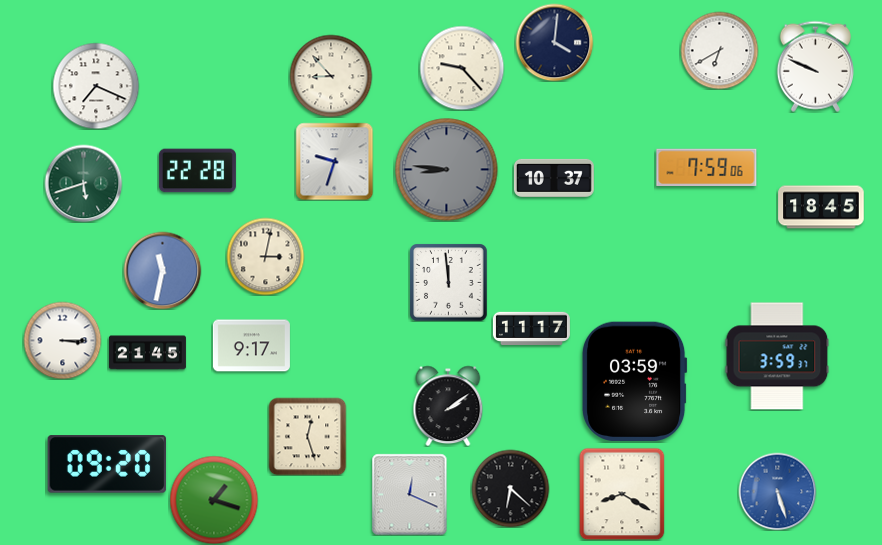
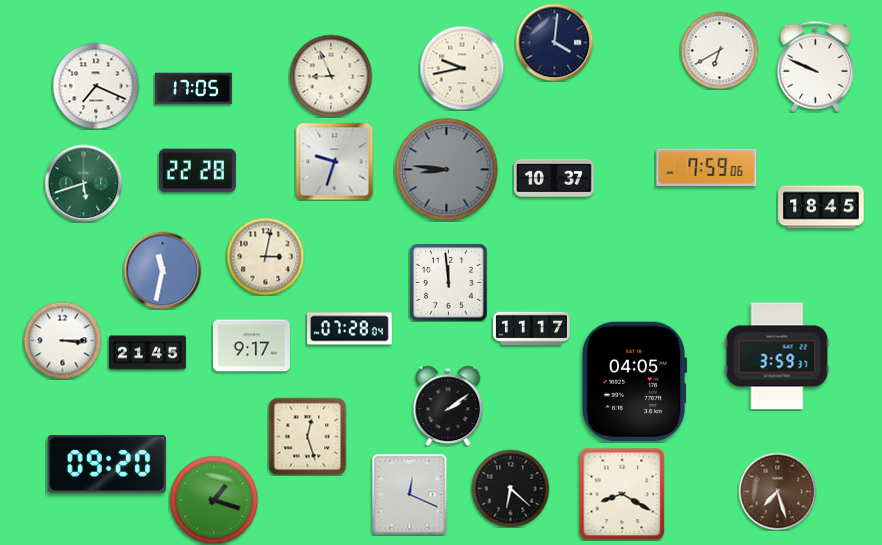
clock at (462, 68): 9:23 -> 9:43
clock at (331, 76): 8:53 -> 8:56
clock at (193, 89): none -> 17:05
clock at (350, 329): none -> 07:28
clock at (635, 381): 03:59 -> 04:05
clock at (777, 491): 5:27 -> 7:27
clock at (777, 491) dial: blue -> brown
